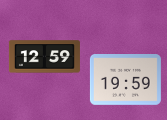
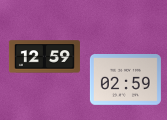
clock at (125, 80): 19:59 -> 02:59
